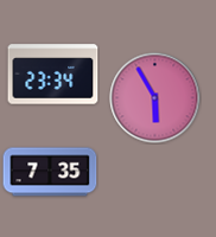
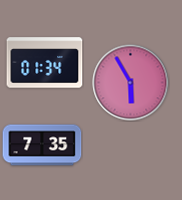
clock at (53, 75): 23:34 -> 01:34
